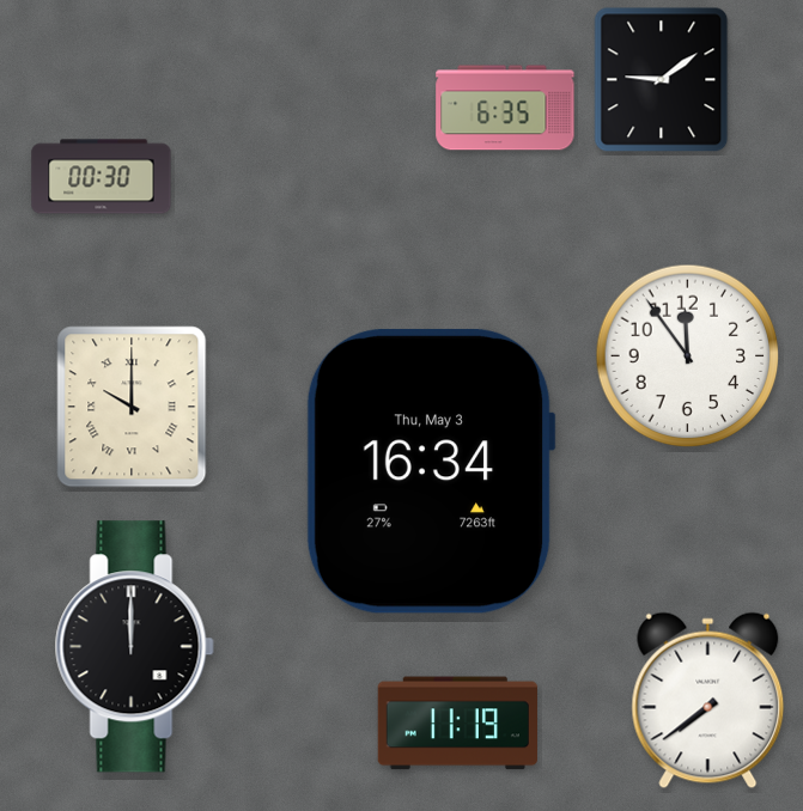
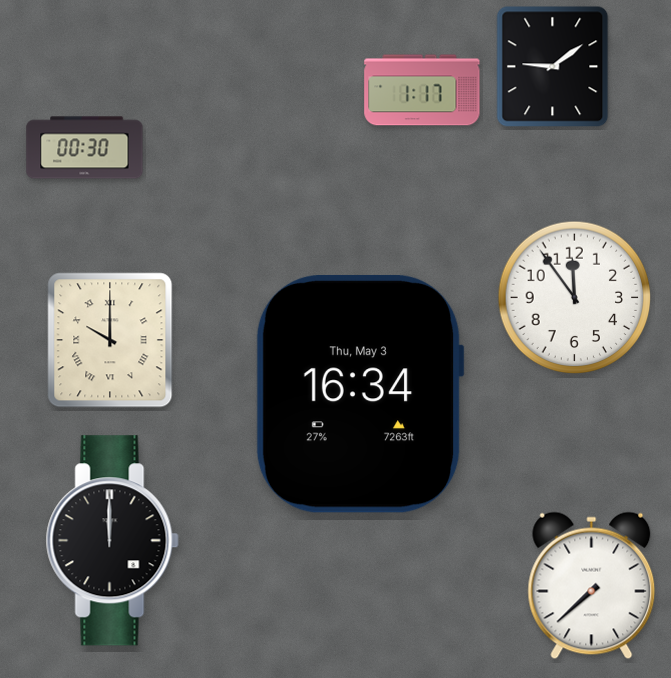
clock at (505, 108): 6:35 -> 1:17
clock at (708, 701): 7:39 -> 7:38
clock at (457, 724): 11:19 -> none
